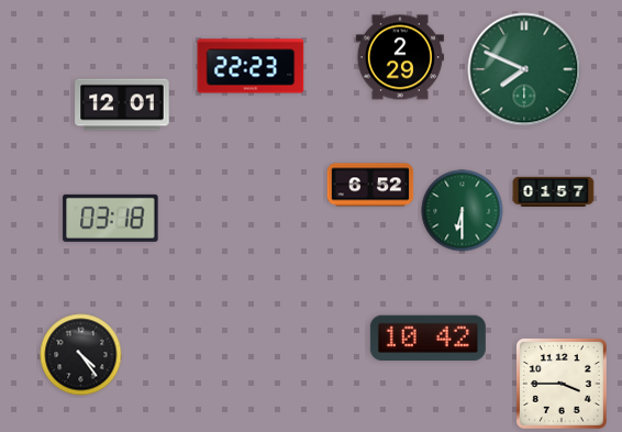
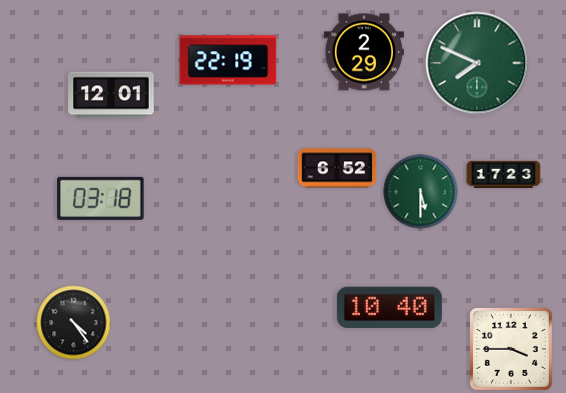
clock at (251, 66): 22:23 -> 22:19
clock at (554, 191): 01:57 -> 17:23
clock at (463, 211): 6:30 -> 5:30
clock at (427, 337): 10:42 -> 10:40
